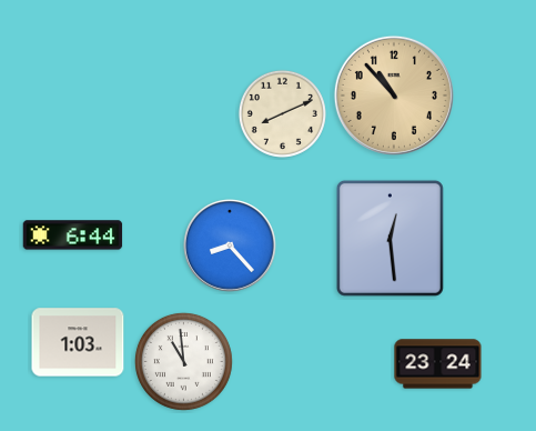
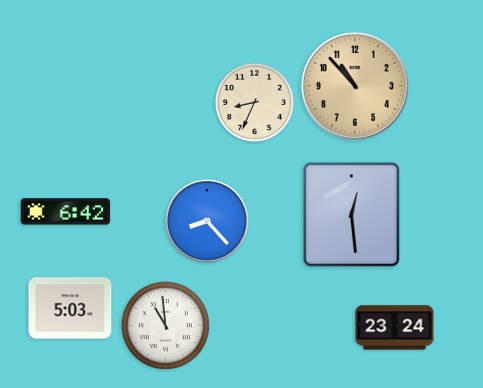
clock at (282, 113): 8:11 -> 8:34
clock at (73, 235): 6:44 -> 6:42
clock at (78, 342): 1:03 -> 5:03
